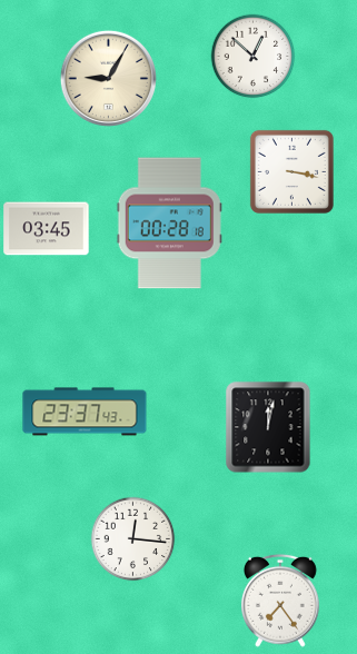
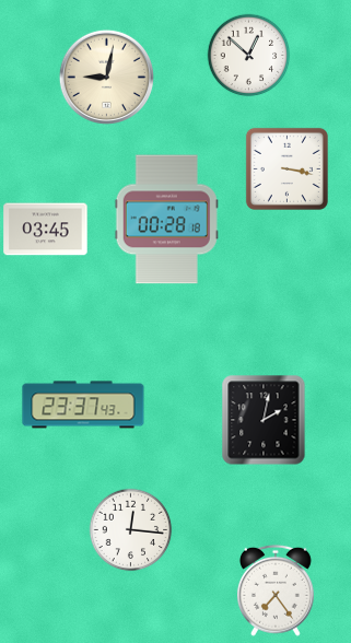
clock at (108, 78): 9:05 -> 9:02
clock at (47, 229) position: (47, 229) -> (46, 230)
clock at (268, 427): 12:02 -> 2:02
